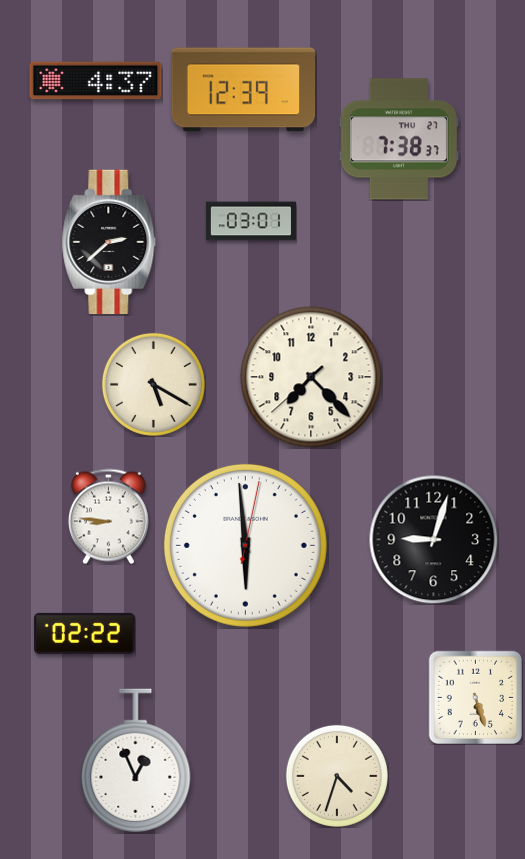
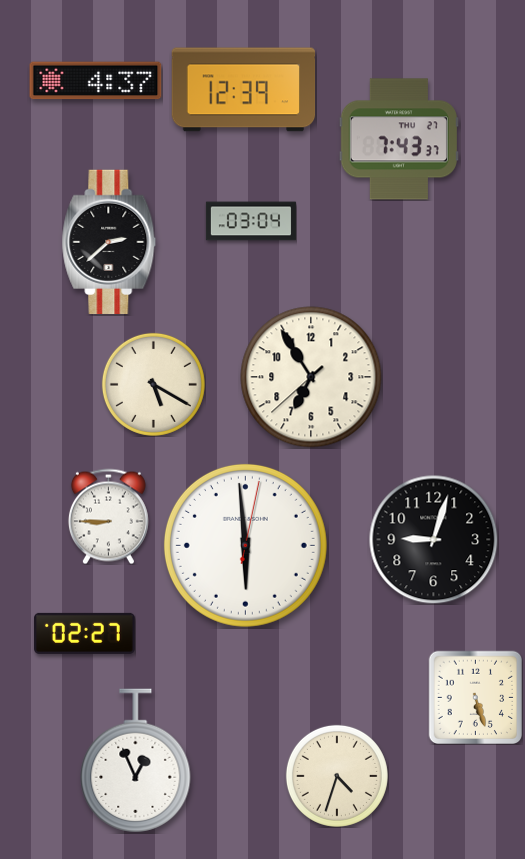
clock at (399, 139): 7:38 -> 7:43
clock at (251, 221): 03:01 -> 03:04
clock at (311, 377): 7:22 -> 6:54
clock at (108, 516): 8:46 -> 8:45
clock at (85, 633): 02:22 -> 02:27
